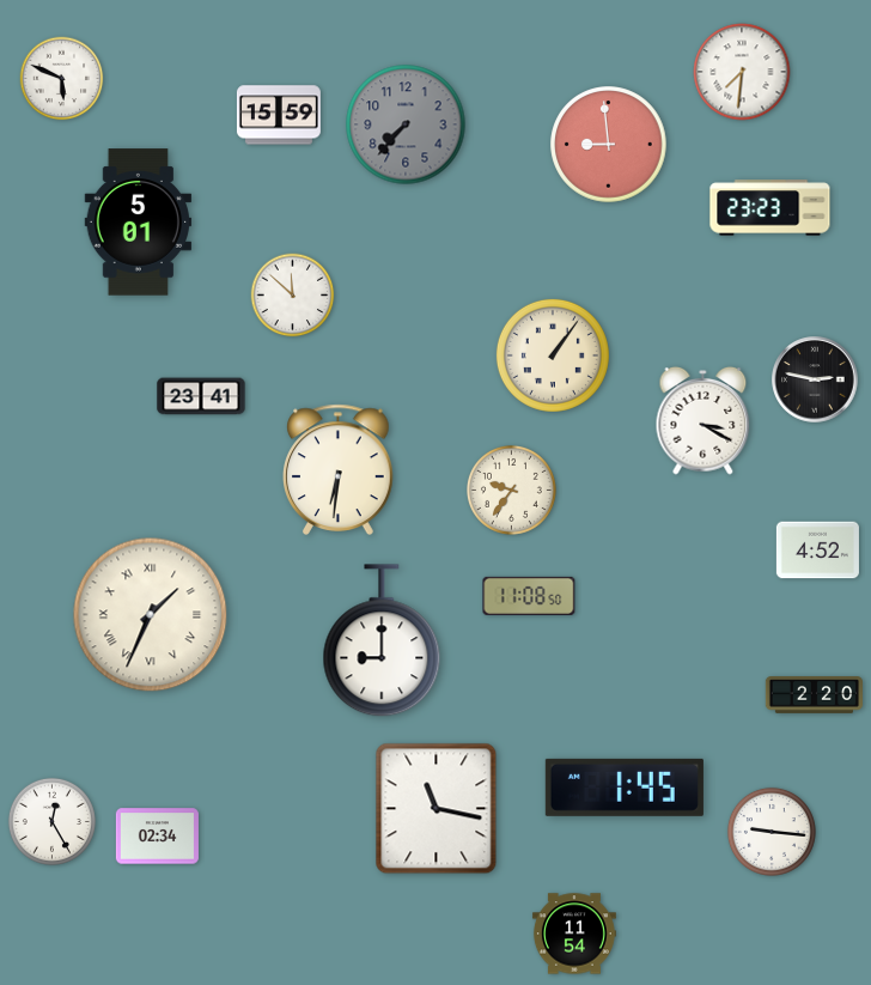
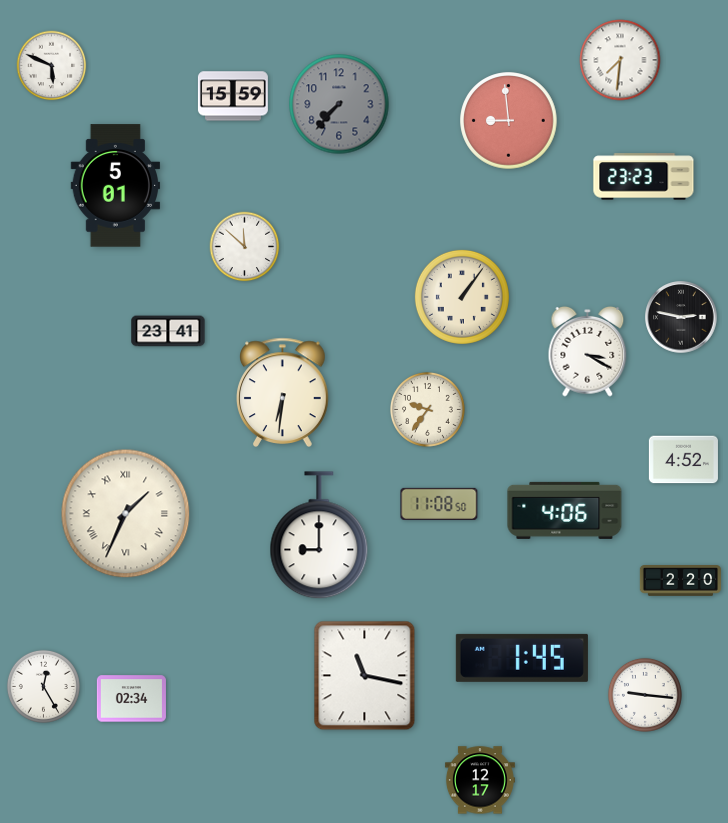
clock at (770, 208) position: (770, 208) -> (644, 177)
clock at (529, 596) position: (529, 596) -> (439, 504)
clock at (565, 510): none -> 4:06
clock at (574, 934): 11:54 -> 12:17
